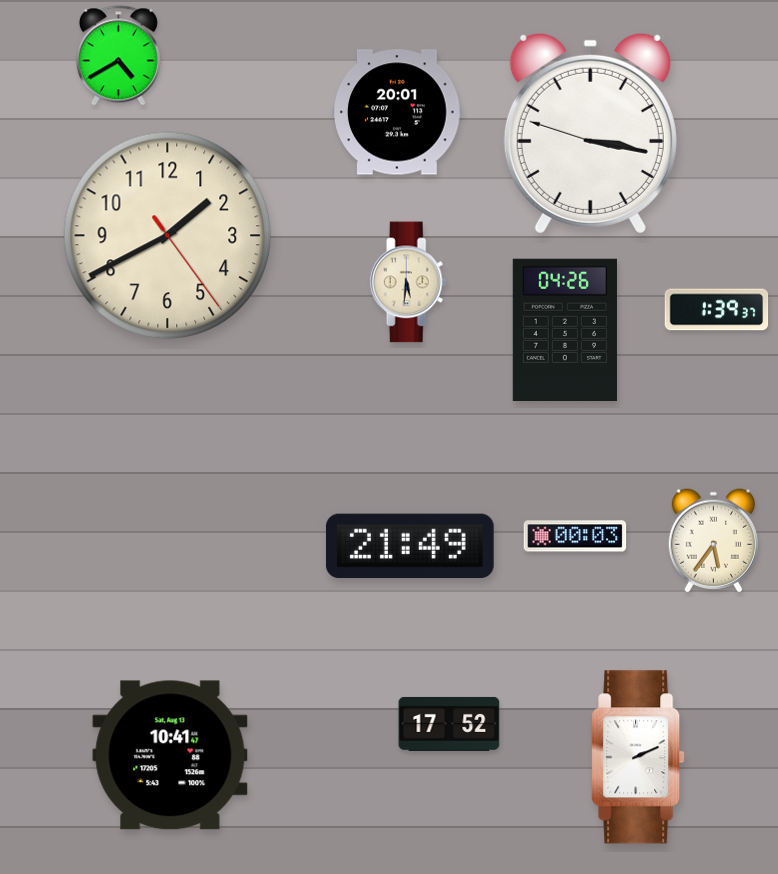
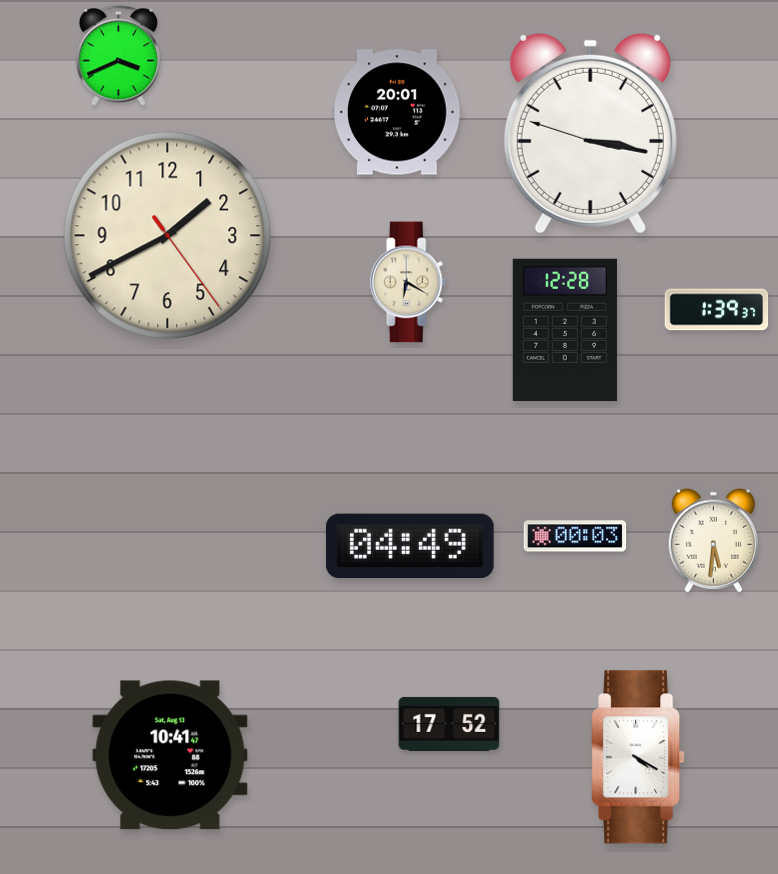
clock at (118, 56): 4:40 -> 3:41
clock at (408, 282): 5:31 -> 6:20
clock at (565, 329): 04:26 -> 12:28
clock at (713, 541): 5:36 -> 5:31
clock at (410, 546): 21:49 -> 04:49
clock at (638, 757): 2:11 -> 4:20
